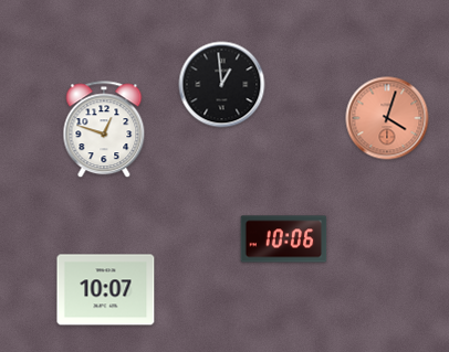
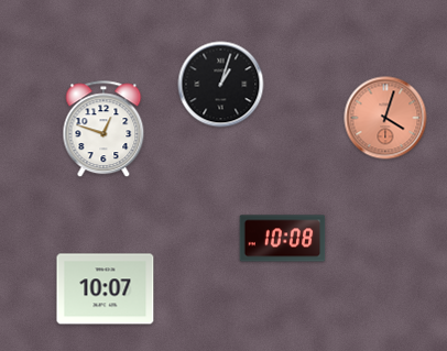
clock at (222, 85): 12:59 -> 1:03
clock at (284, 239): 10:06 -> 10:08
